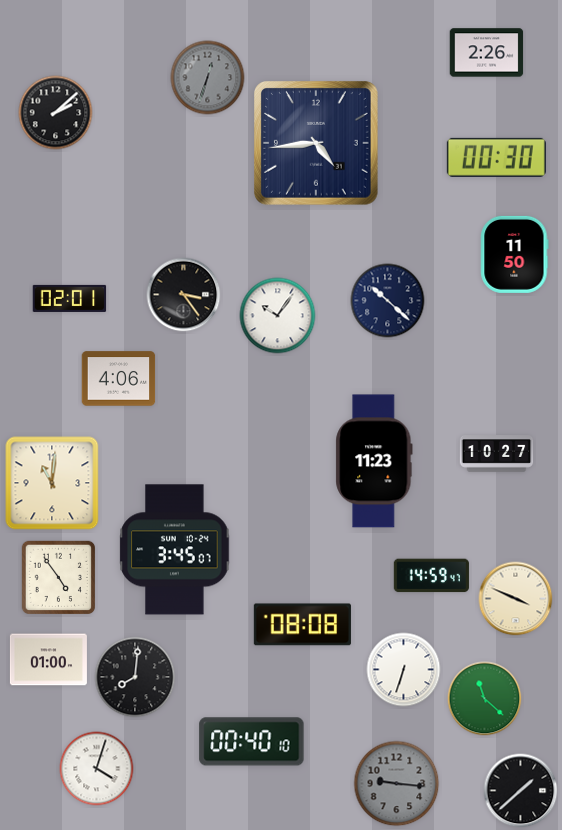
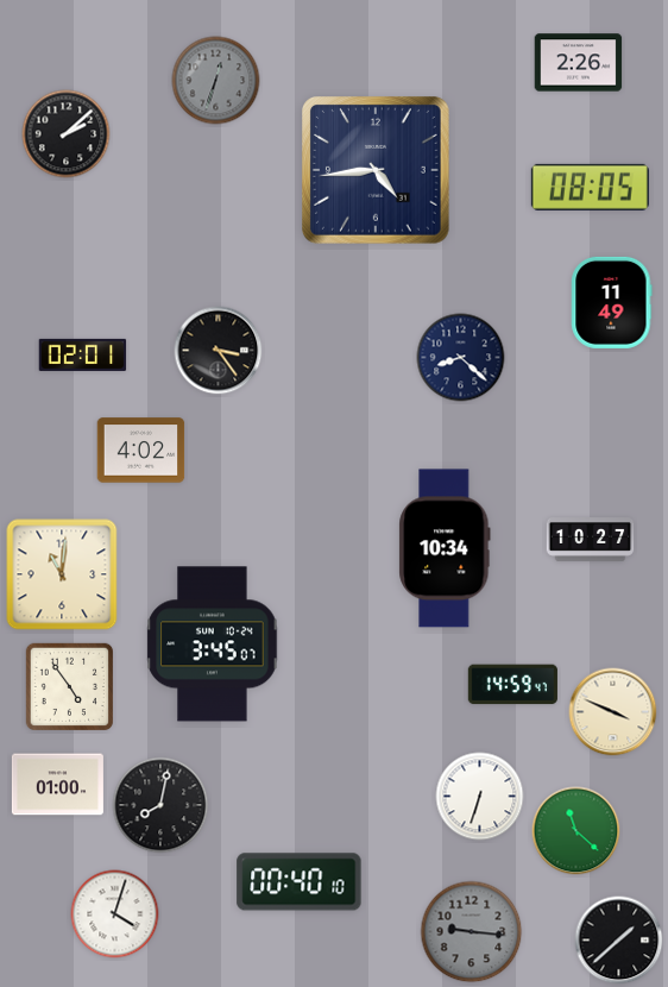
clock at (208, 78) position: (208, 78) -> (216, 81)
clock at (496, 157): 00:30 -> 08:05
clock at (515, 254): 11:50 -> 11:49
clock at (388, 301): 10:22 -> 8:22
clock at (278, 316): 10:06 -> none
clock at (119, 379): 4:06 -> 4:02
clock at (374, 461): 11:23 -> 10:34
clock at (175, 550) position: (175, 550) -> (213, 645)
clock at (302, 625): 08:08 -> none
clock at (135, 677): 8:01 -> 8:02
